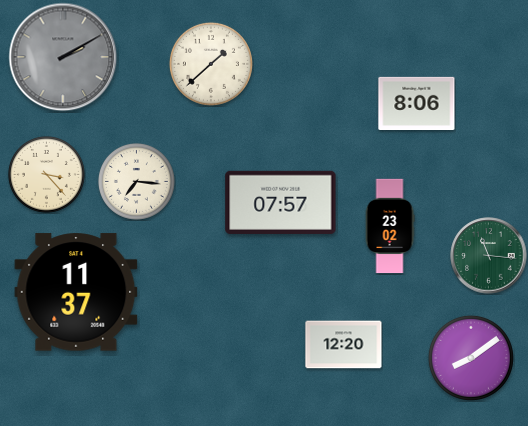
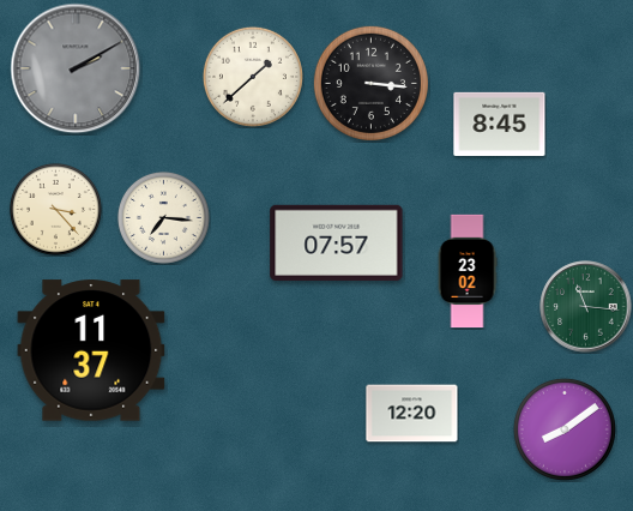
clock at (370, 83): none -> 3:16
clock at (417, 103): 8:06 -> 8:45
